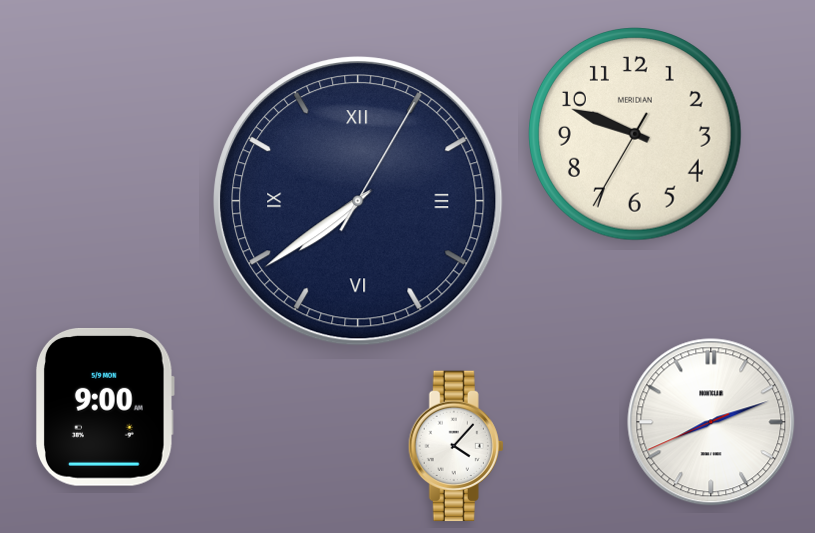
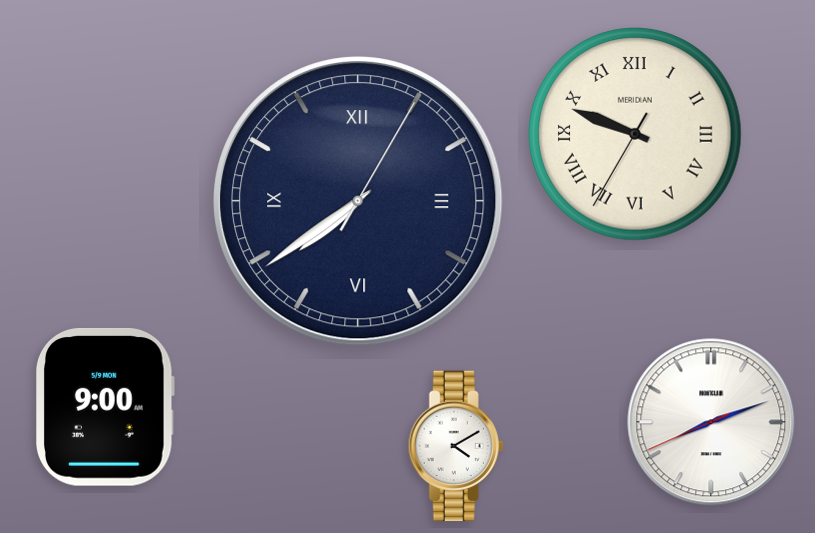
clock at (636, 135) numerals: Arabic -> Roman
clock at (456, 446): 4:07 -> 4:10
